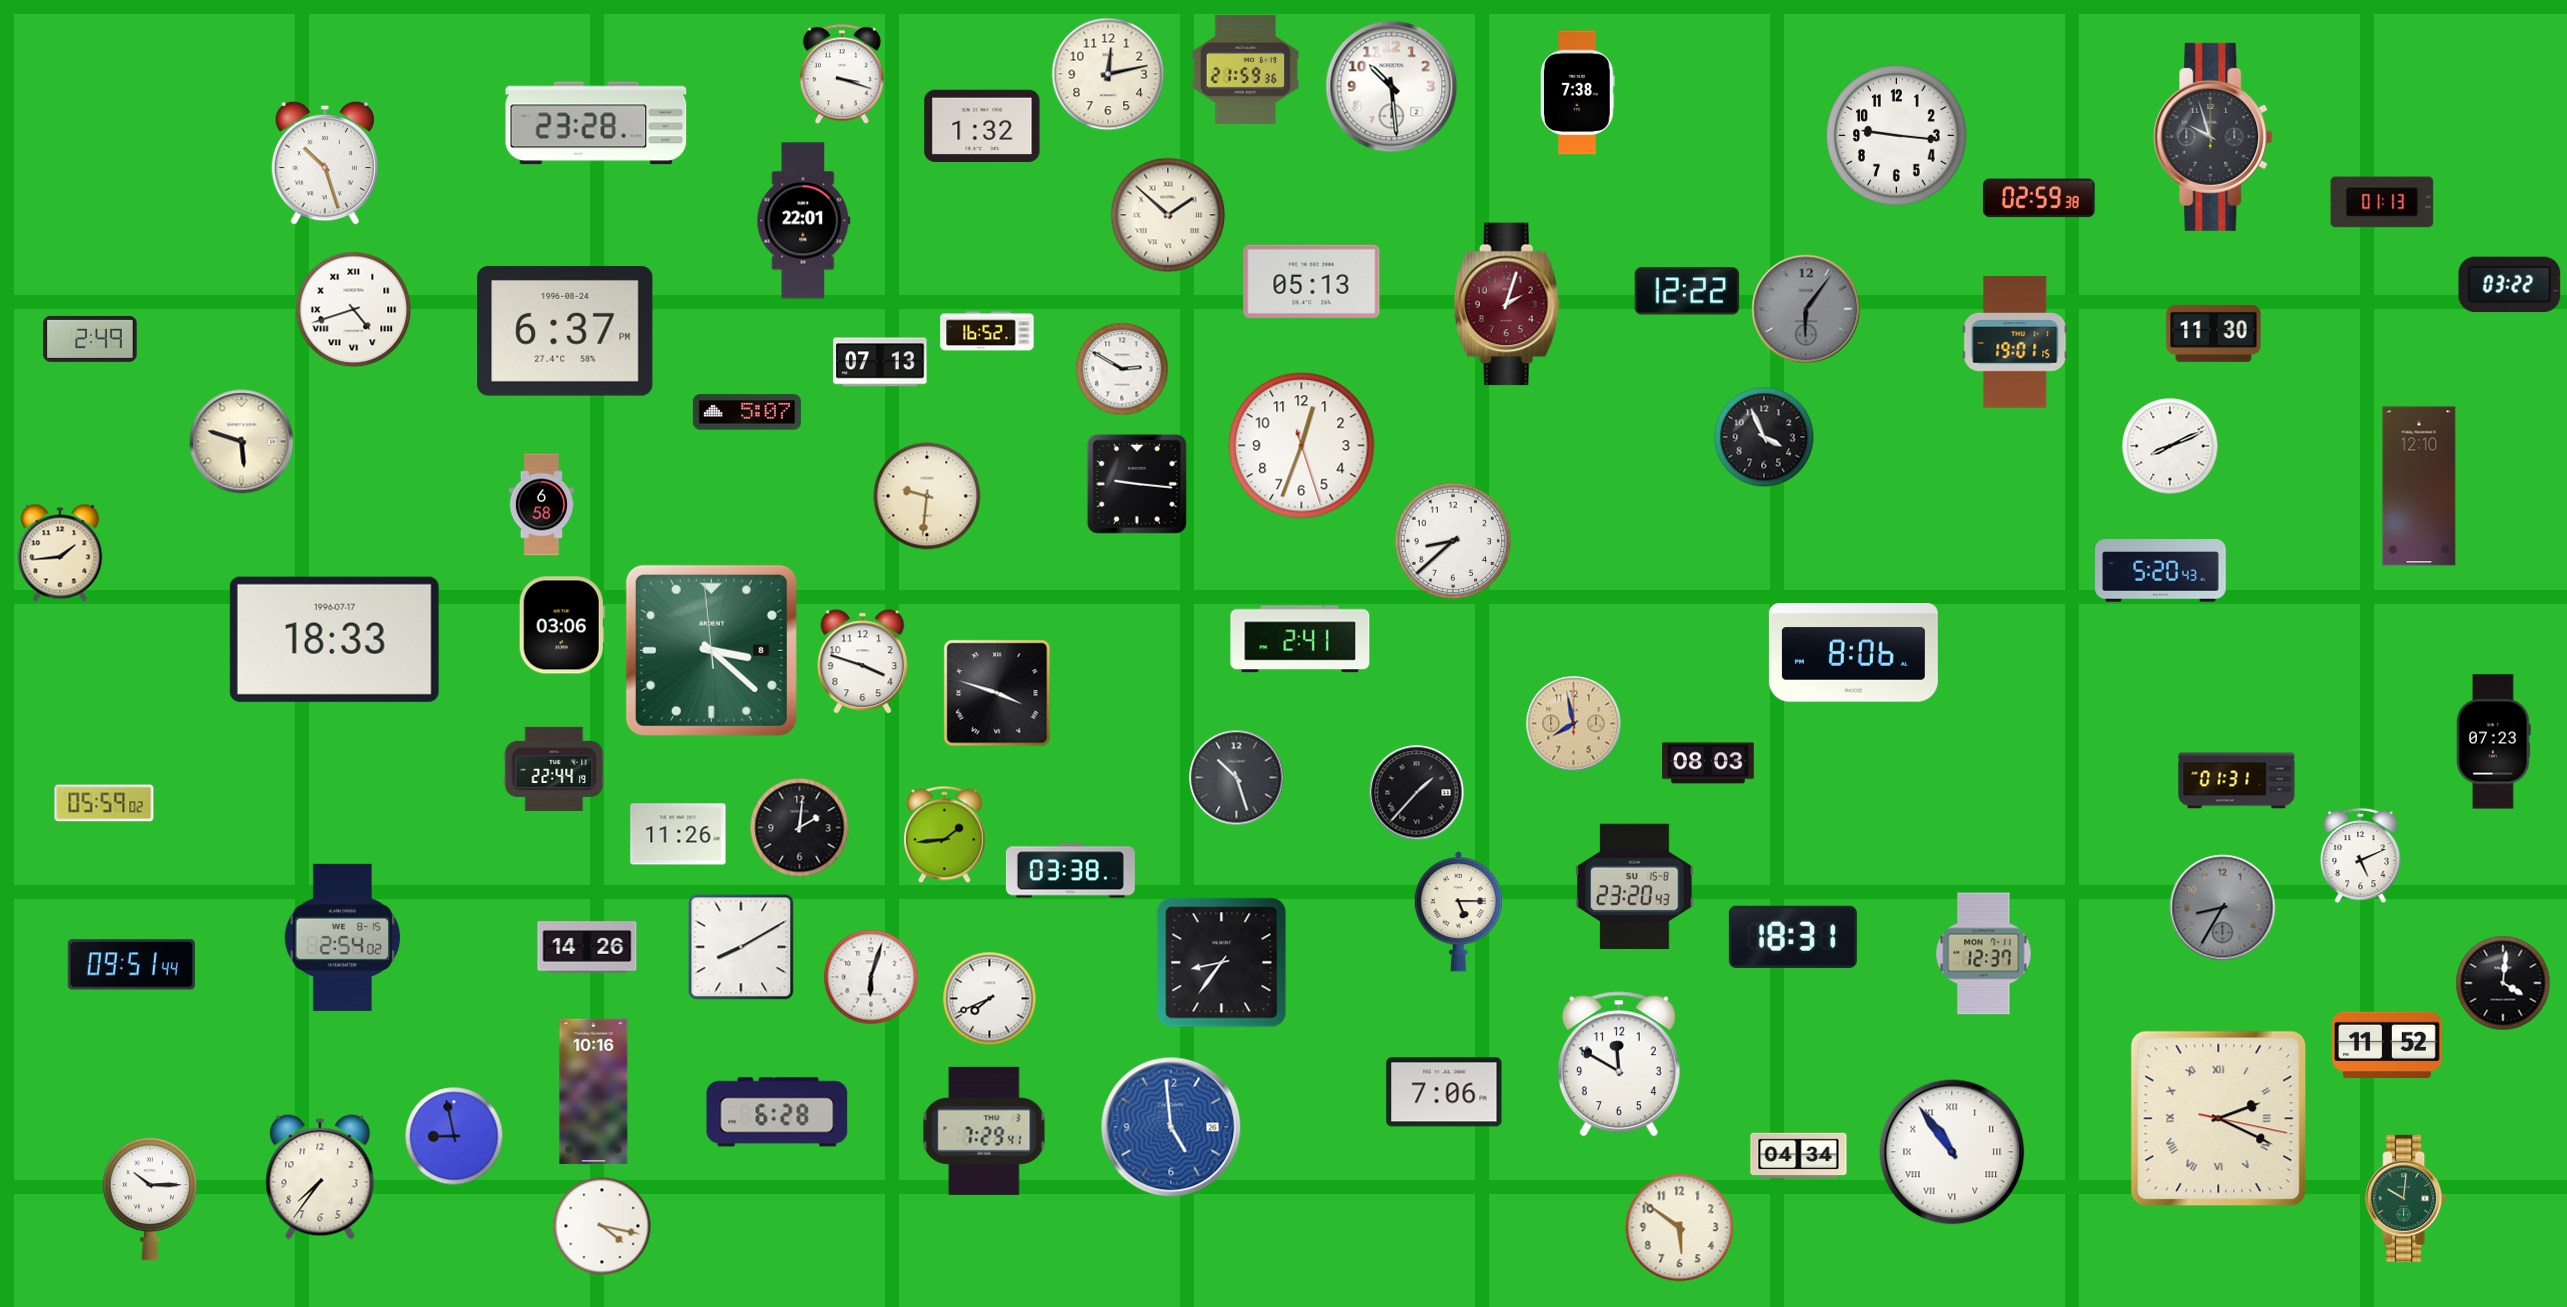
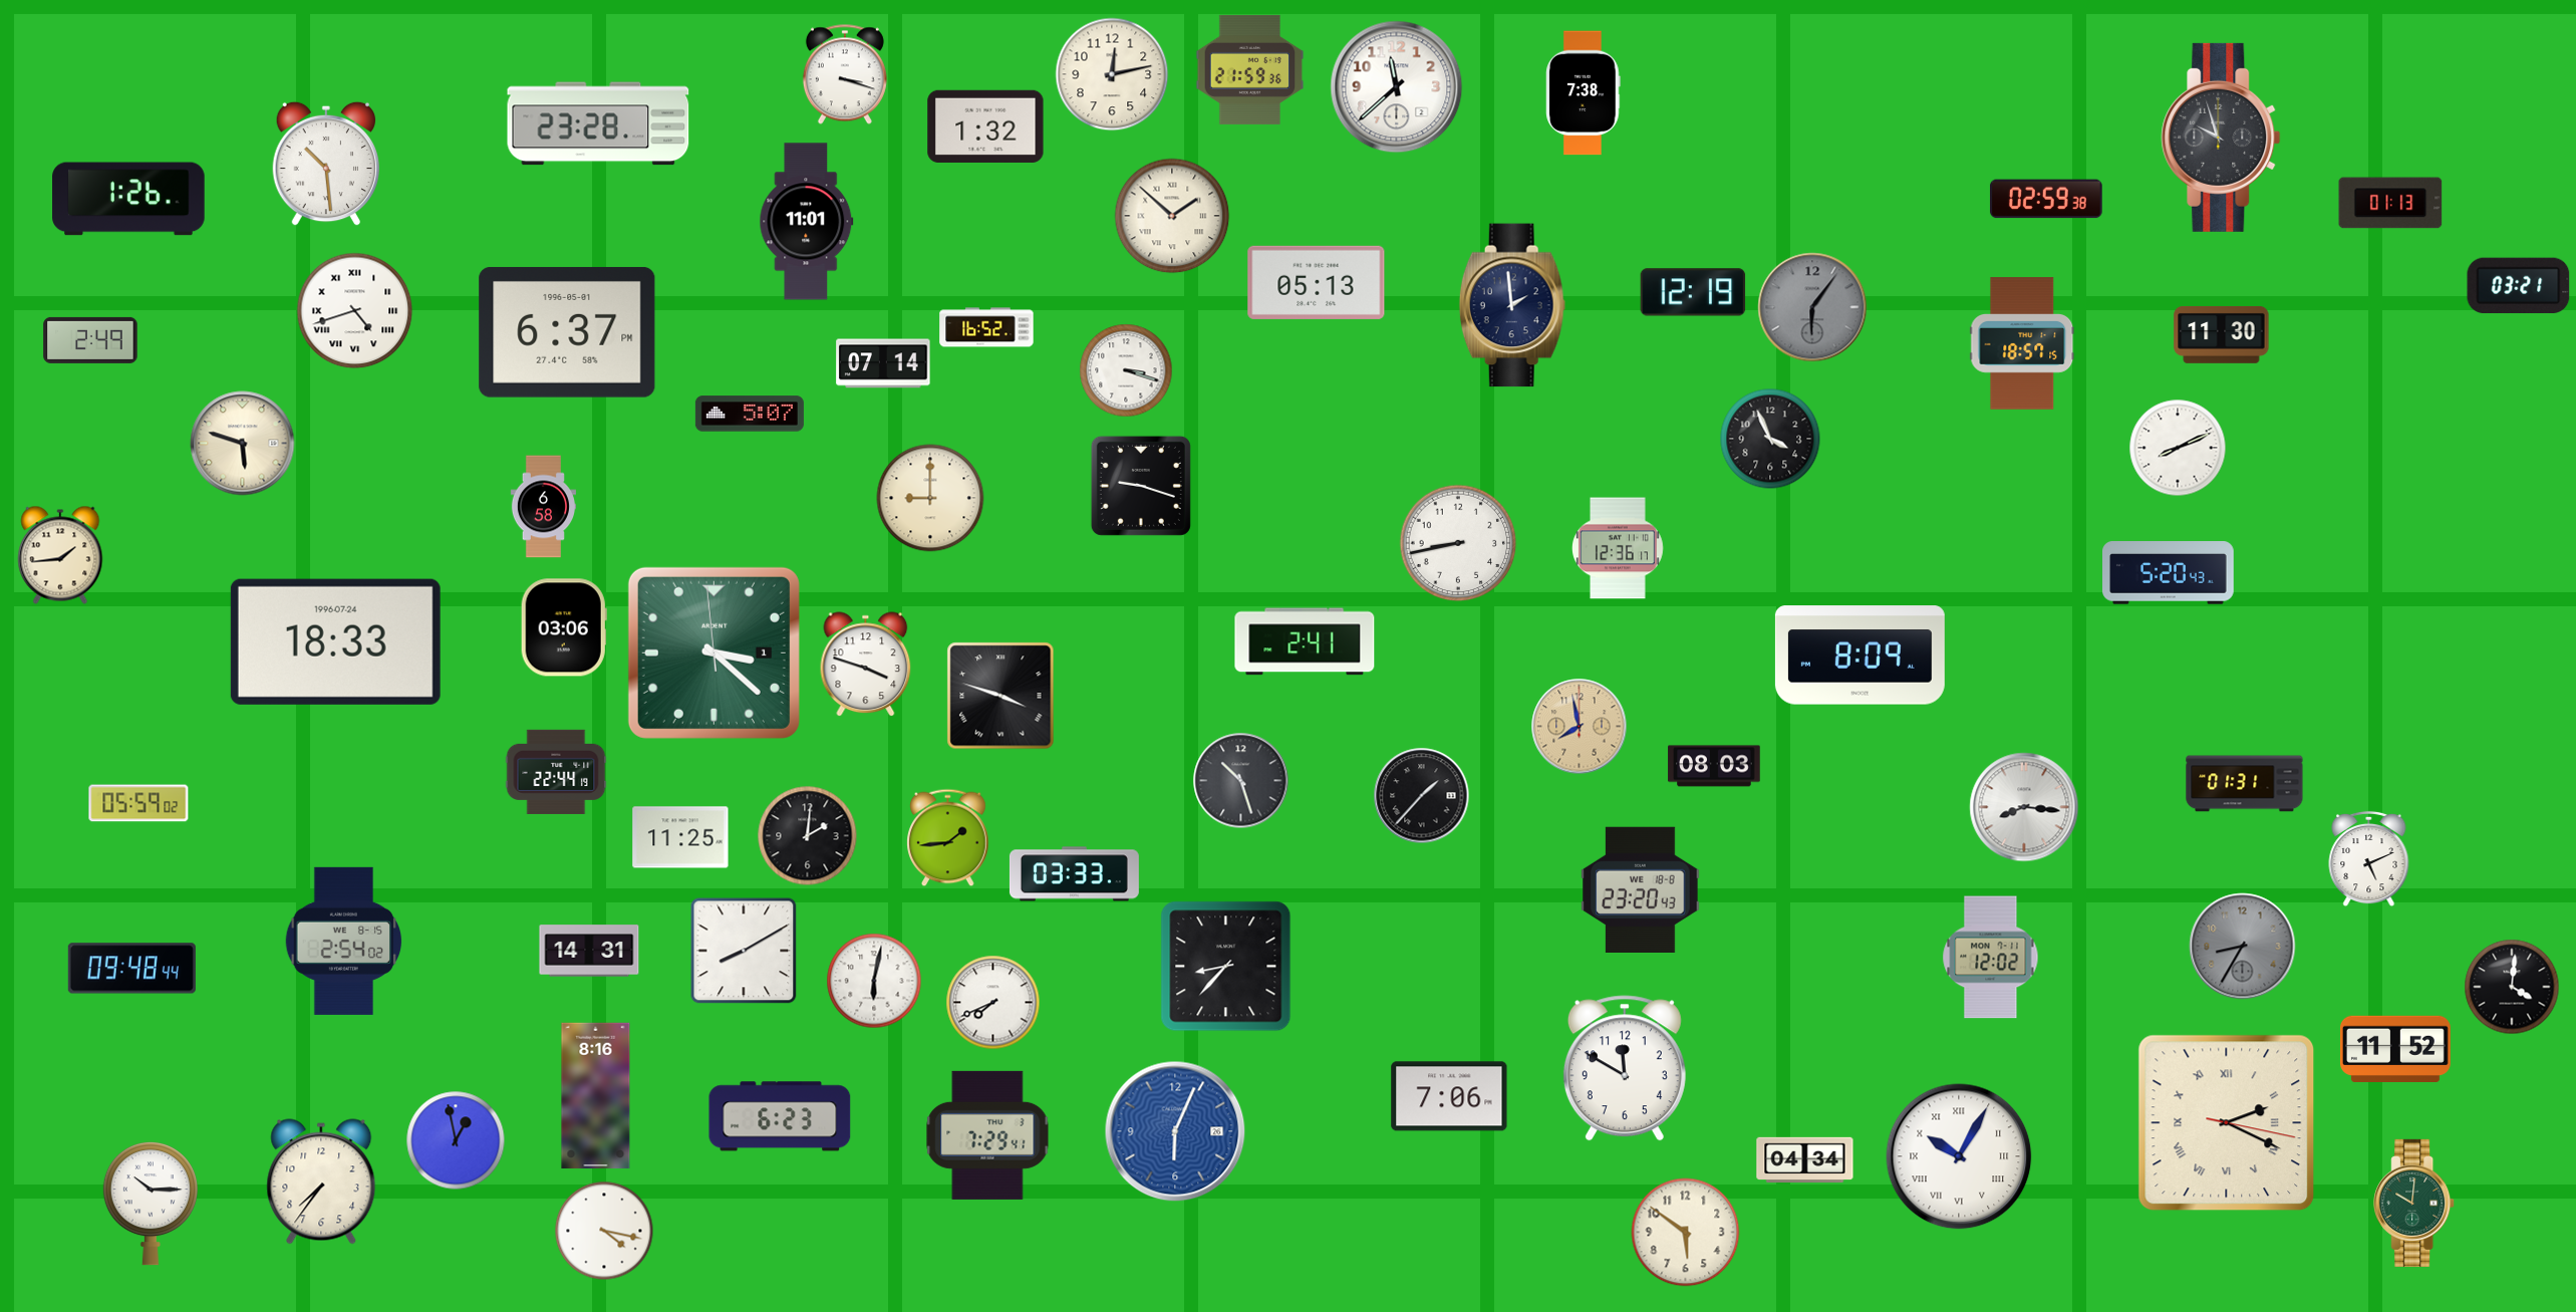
clock at (1392, 87): 10:29 -> 11:38
clock at (1897, 136): 9:16 -> none
clock at (324, 163): 10:27 -> 10:29
clock at (128, 199): none -> 1:26
clock at (804, 221): 22:01 -> 11:01
clock at (2510, 285): 03:22 -> 03:21
clock at (1687, 291): 12:22 -> 12:19
clock at (1507, 304): 2:03 -> 1:59
clock at (1507, 304) dial: burgundy -> navy
clock at (1806, 309) position: (1806, 309) -> (1812, 307)
clock at (565, 331) date: 1996-08-24 -> 1996-05-01
clock at (987, 331) position: (987, 331) -> (986, 327)
clock at (2015, 342): 19:01 -> 18:57
clock at (880, 362): 07:13 -> 07:14
clock at (1122, 369): 2:50 -> 3:18
clock at (1302, 446): 12:33 -> none
clock at (1137, 484): 9:16 -> 9:18
clock at (2419, 486): 12:10 -> none
clock at (927, 496): 9:31 -> 9:00
clock at (1453, 541): 8:38 -> 8:43
clock at (1619, 548): none -> 12:36
clock at (334, 639) date: 1996-07-17 -> 1996-07-24
clock at (711, 650) date: 8 -> 1
clock at (1853, 653): 8:06 -> 8:09
clock at (2494, 742): 07:23 -> none
clock at (104, 803) position: (104, 803) -> (138, 803)
clock at (2024, 807): none -> 8:16
clock at (800, 828) position: (800, 828) -> (808, 836)
clock at (678, 834): 11:26 -> 11:25
clock at (1070, 871): 03:38 -> 03:33
clock at (1635, 886) date: SU 15-8 -> WE 18-8
clock at (2223, 908) position: (2223, 908) -> (2243, 947)
clock at (1458, 912): 5:15 -> none
clock at (1793, 937): 18:31 -> none
clock at (587, 947): 14:26 -> 14:31
clock at (1984, 954): 12:37 -> 12:02
clock at (1222, 963): 8:36 -> 8:37
clock at (131, 965): 09:51 -> 09:48
clock at (871, 977): 6:03 -> 6:02
clock at (594, 1092): 10:16 -> 8:16
clock at (777, 1112): 6:28 -> 6:23
clock at (1171, 1127): 4:59 -> 6:04
clock at (454, 1136): 8:58 -> 12:58
clock at (1952, 1152): 10:54 -> 10:05
